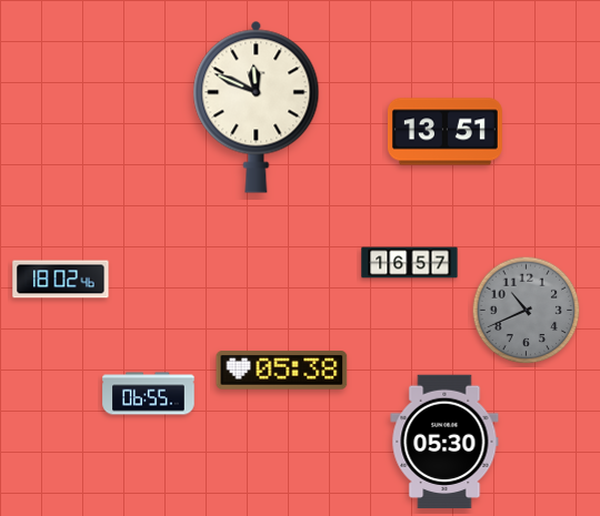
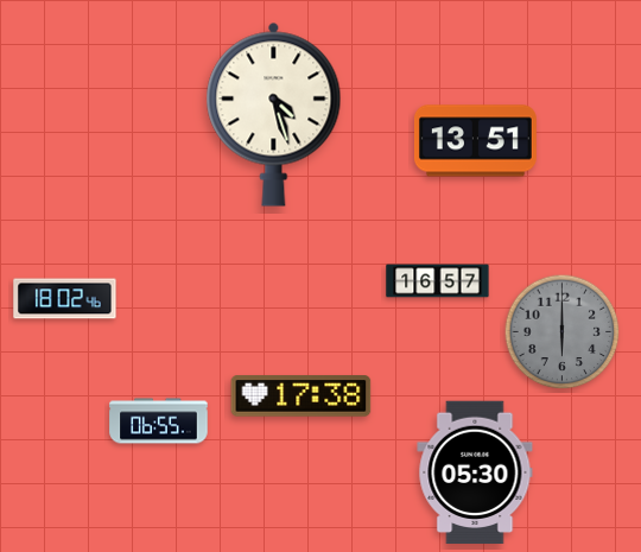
clock at (257, 107): 11:49 -> 4:27
clock at (527, 311): 10:41 -> 6:00
clock at (282, 371): 05:38 -> 17:38
